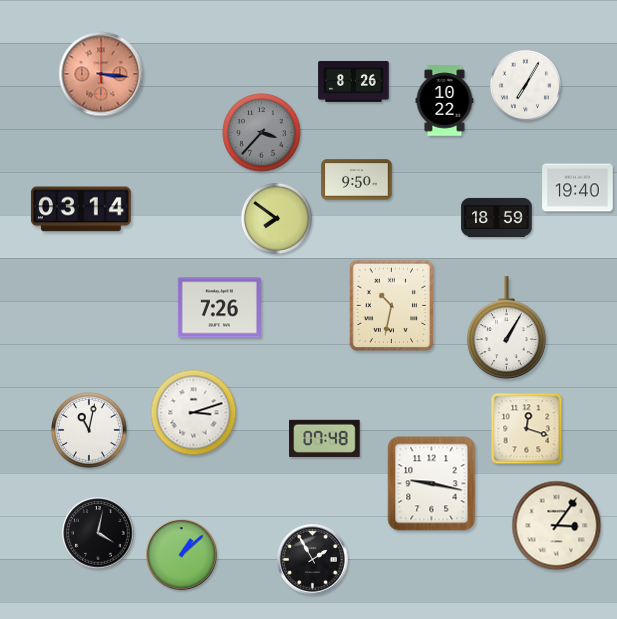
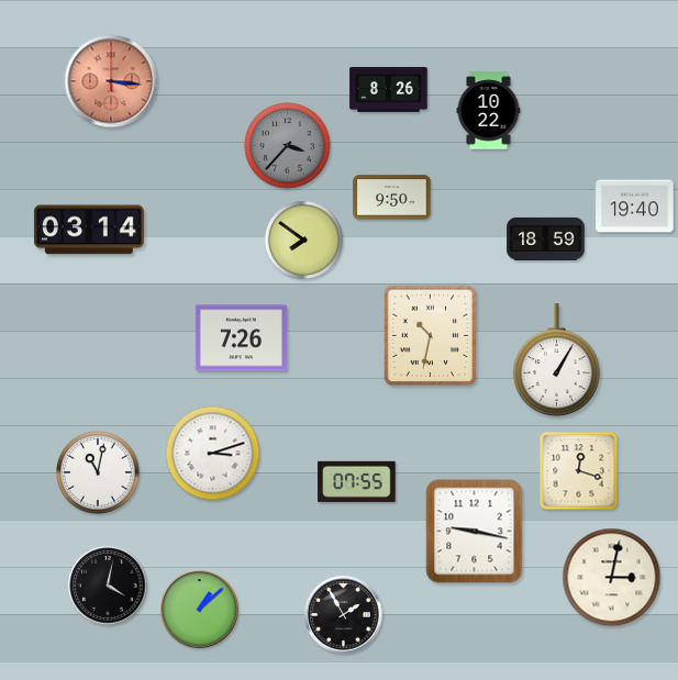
clock at (525, 85): 7:05 -> none
clock at (325, 438): 07:48 -> 07:55
clock at (557, 526): 3:06 -> 3:02
